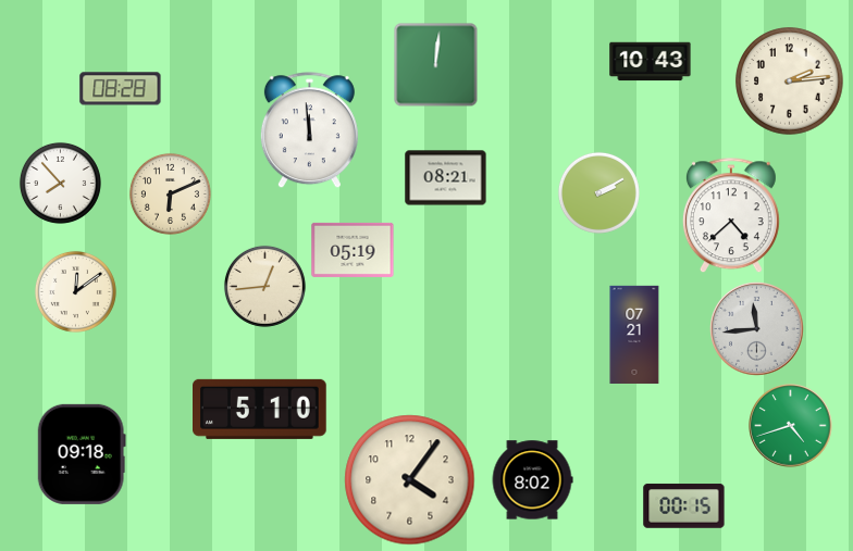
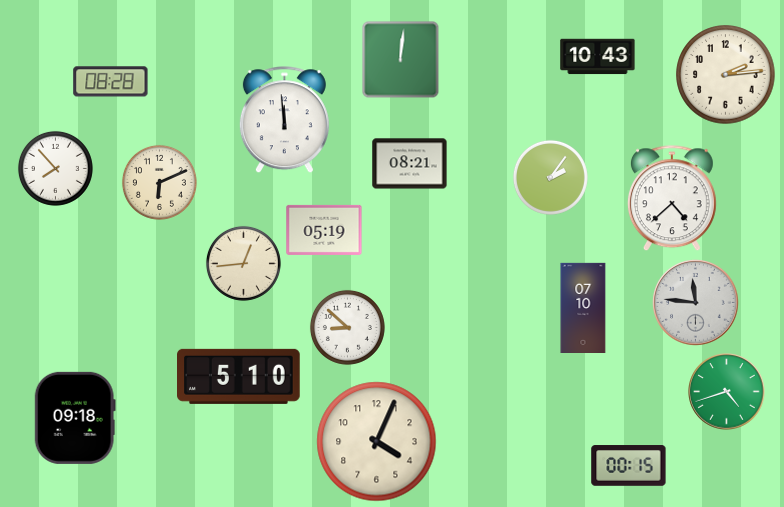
clock at (598, 192): 2:10 -> 2:06
clock at (170, 193) position: (170, 193) -> (159, 182)
clock at (75, 291): 12:09 -> none
clock at (757, 329): 11:44 -> 11:46
clock at (634, 334): 07:21 -> 07:10
clock at (347, 327): none -> 8:52
clock at (410, 480): 4:06 -> 4:04
clock at (532, 480): 8:02 -> none
